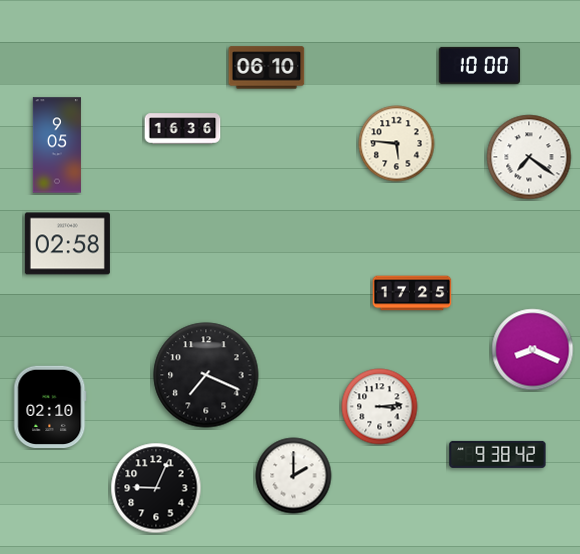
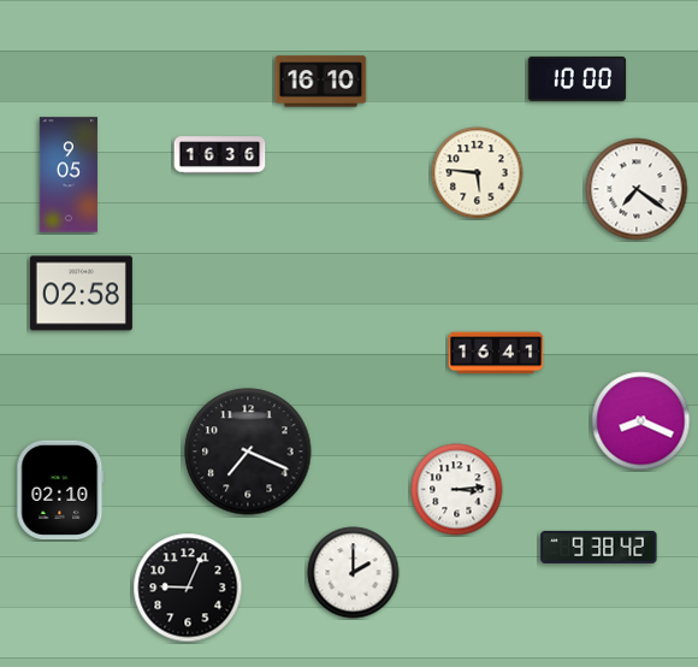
clock at (267, 68): 06:10 -> 16:10
clock at (412, 293): 17:25 -> 16:41
